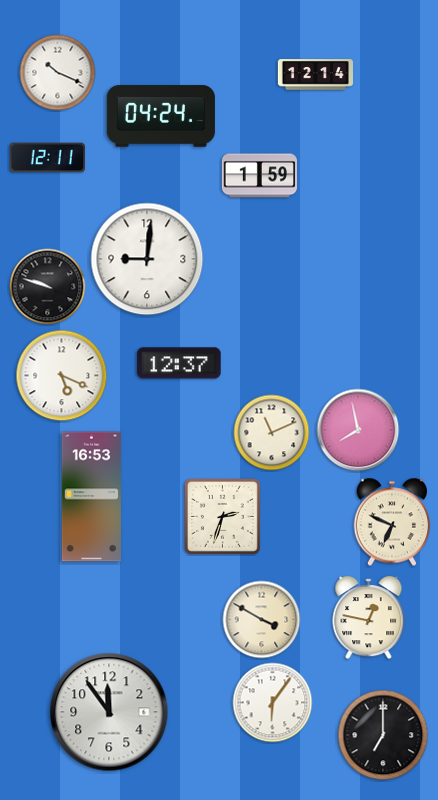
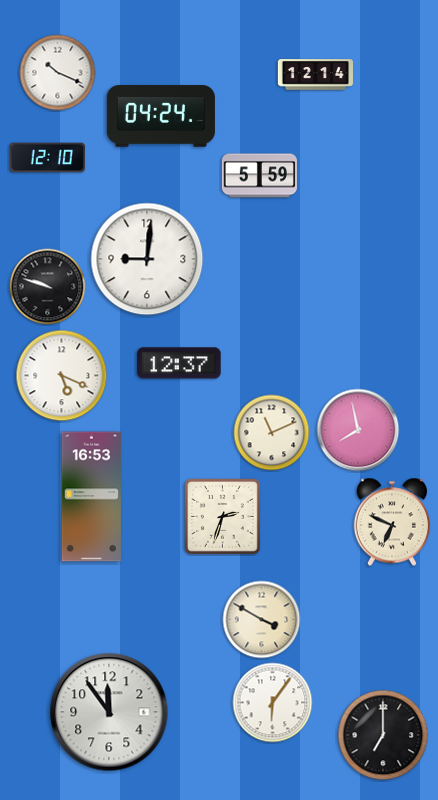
clock at (47, 158): 12:11 -> 12:10
clock at (259, 176): 1:59 -> 5:59
clock at (369, 618): 12:47 -> none
